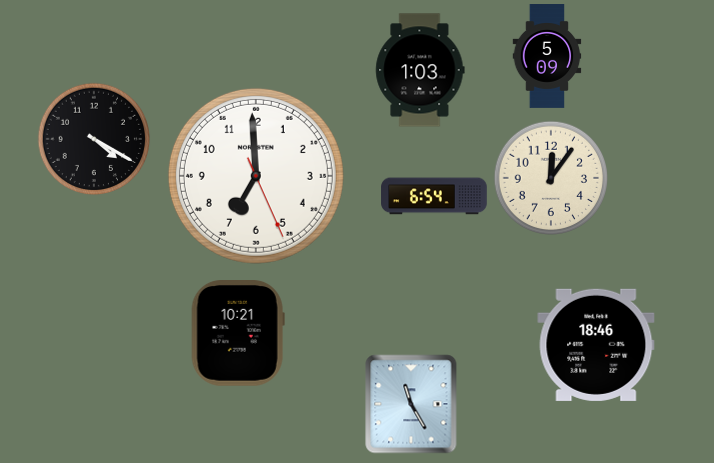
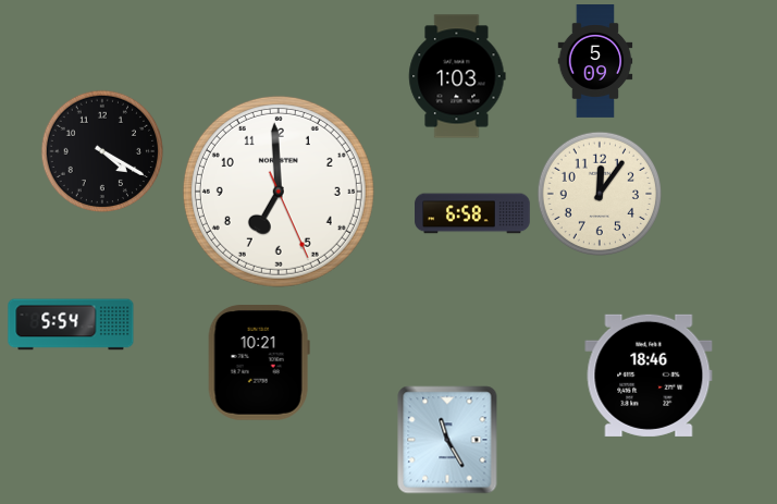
clock at (434, 196): 6:54 -> 6:58
clock at (71, 324): none -> 5:54
